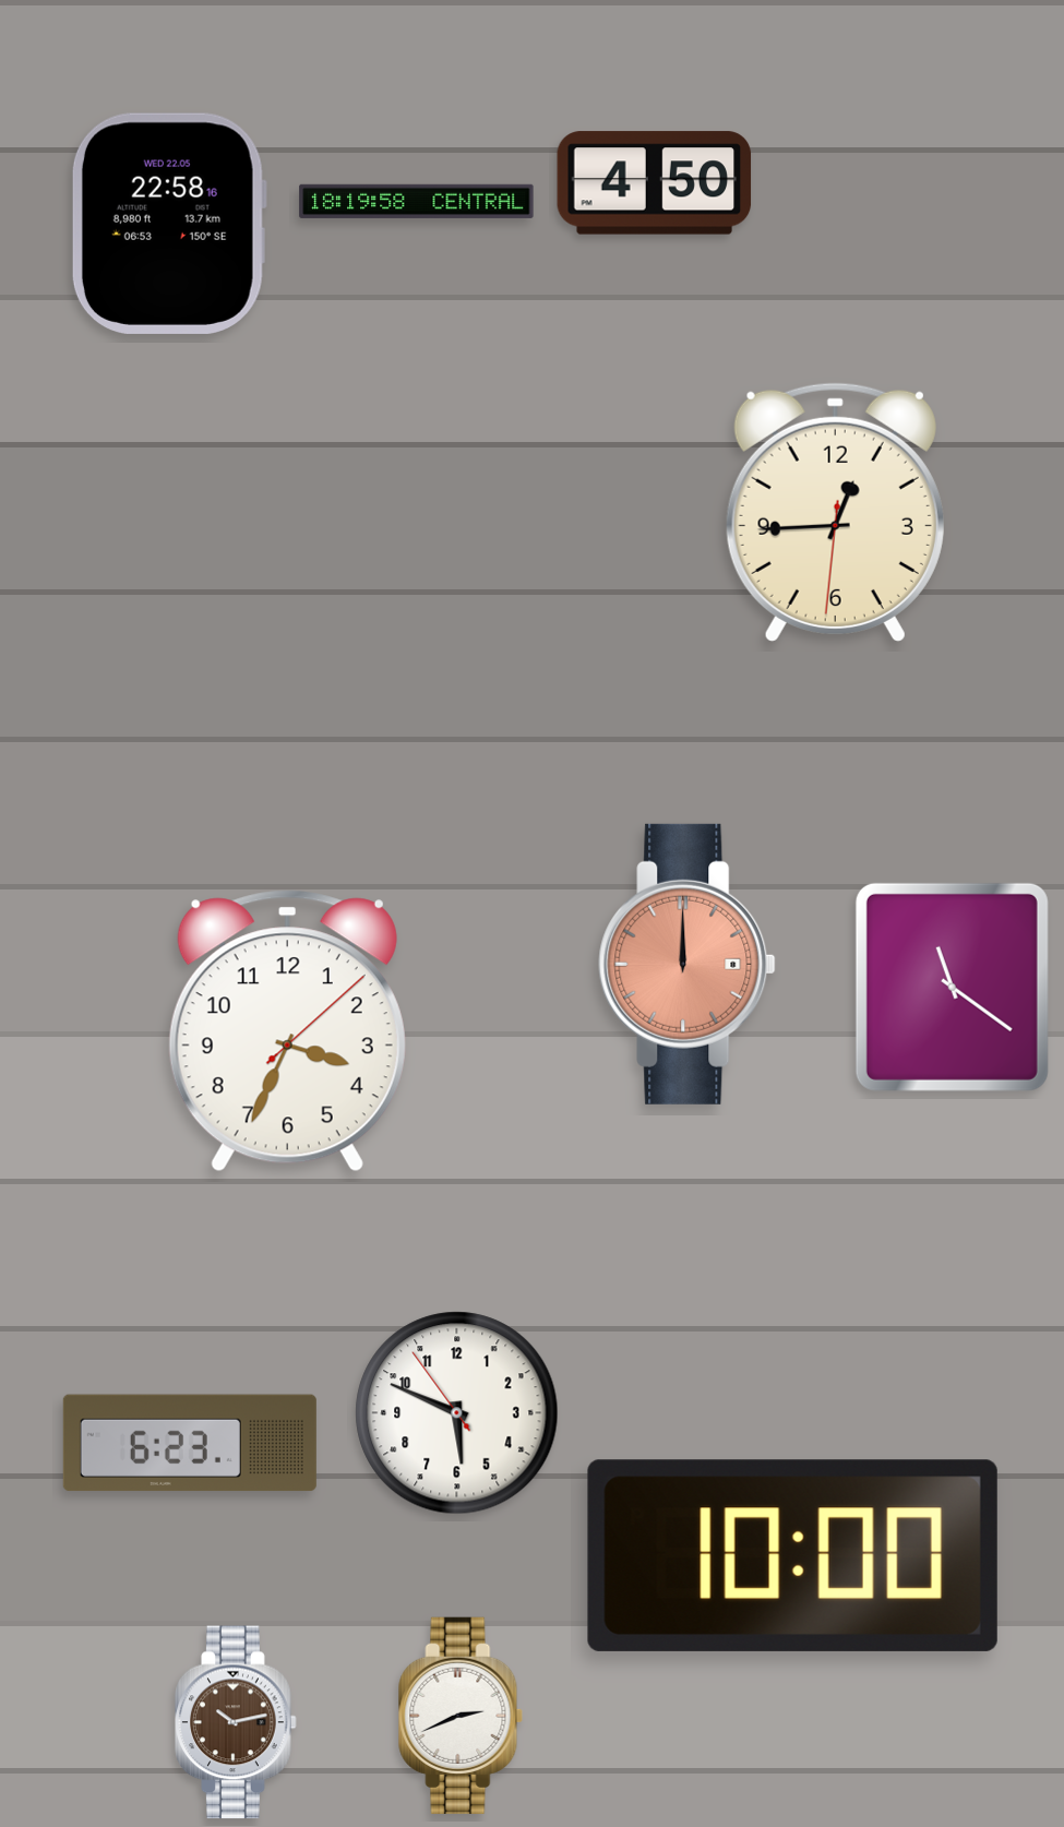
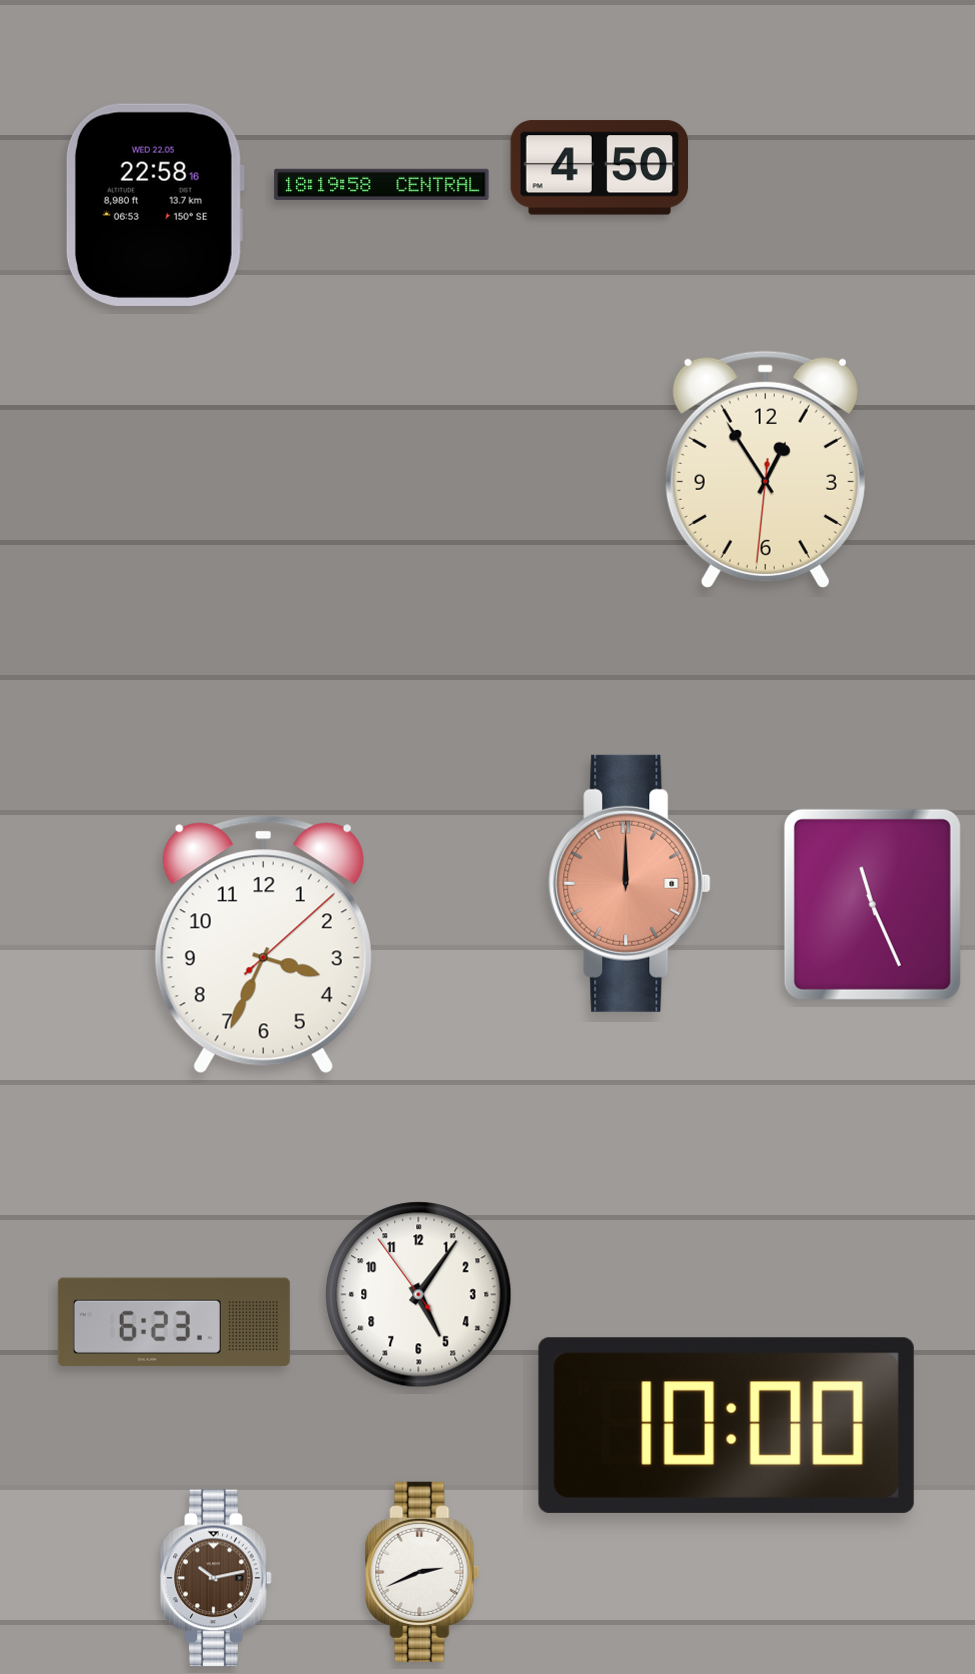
clock at (835, 512): 12:44 -> 12:54
clock at (952, 987): 11:21 -> 11:26
clock at (457, 1413): 5:48 -> 5:05
